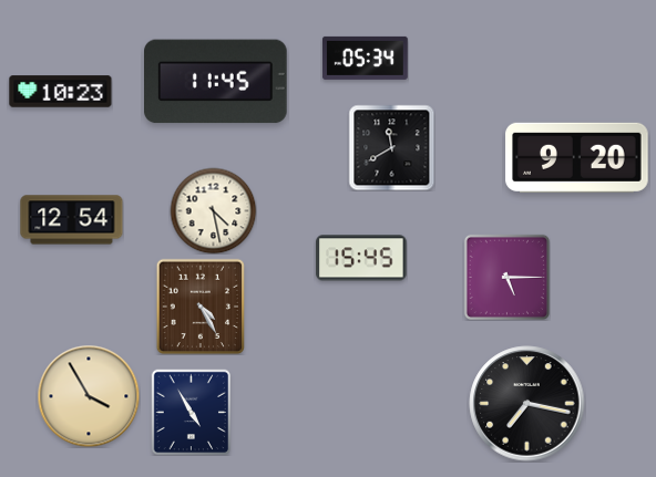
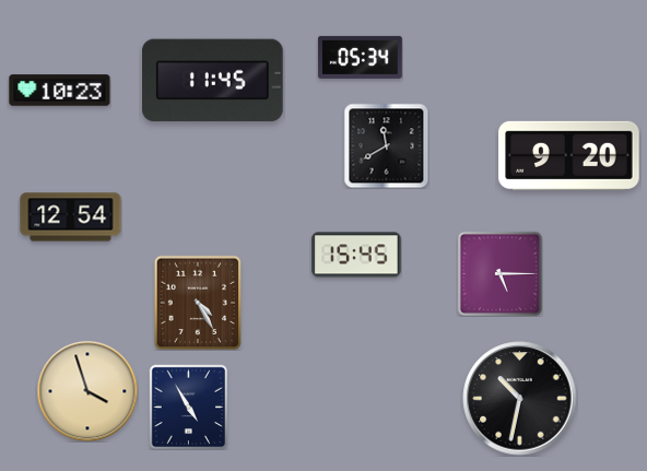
clock at (213, 210): 4:28 -> none
clock at (89, 396): 3:55 -> 3:57
clock at (527, 404): 7:17 -> 10:32
